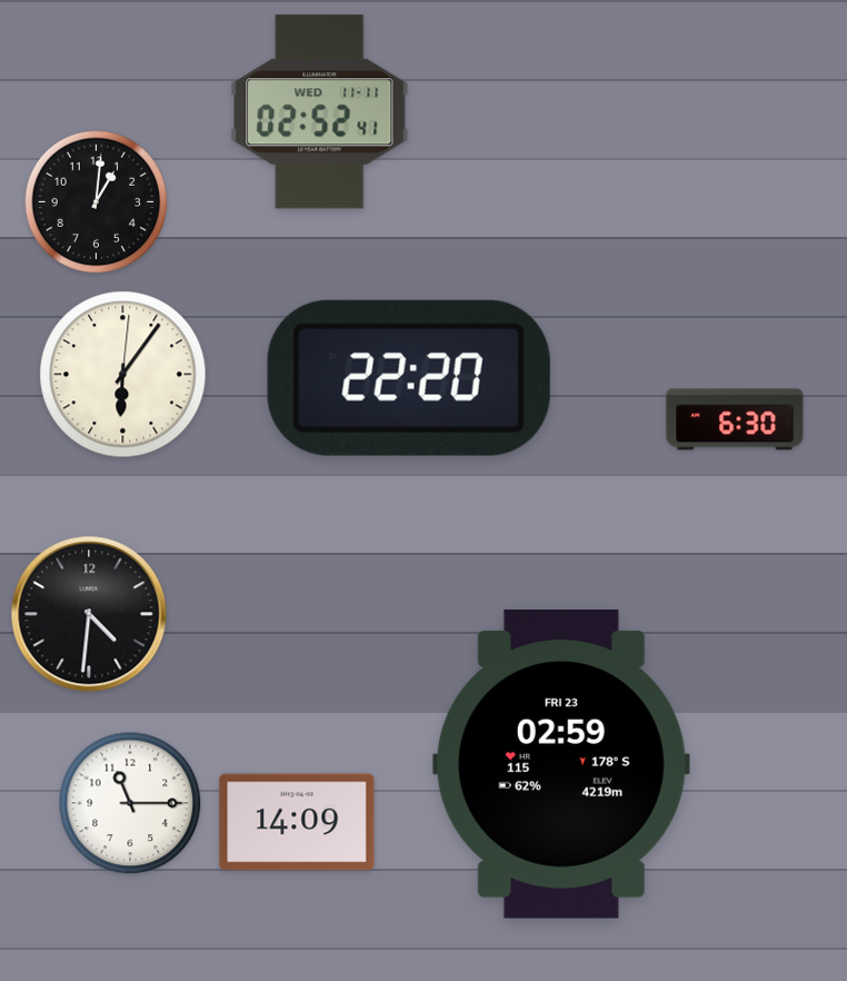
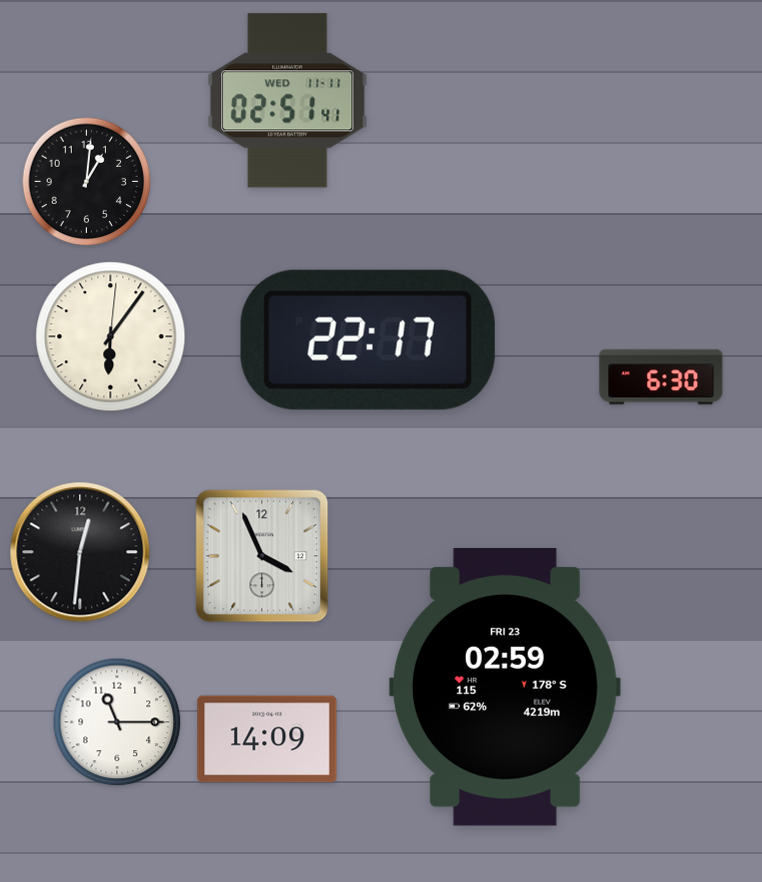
clock at (320, 112): 02:52 -> 02:51
clock at (409, 378): 22:20 -> 22:17
clock at (89, 614): 4:31 -> 12:31
clock at (262, 556): none -> 3:56
